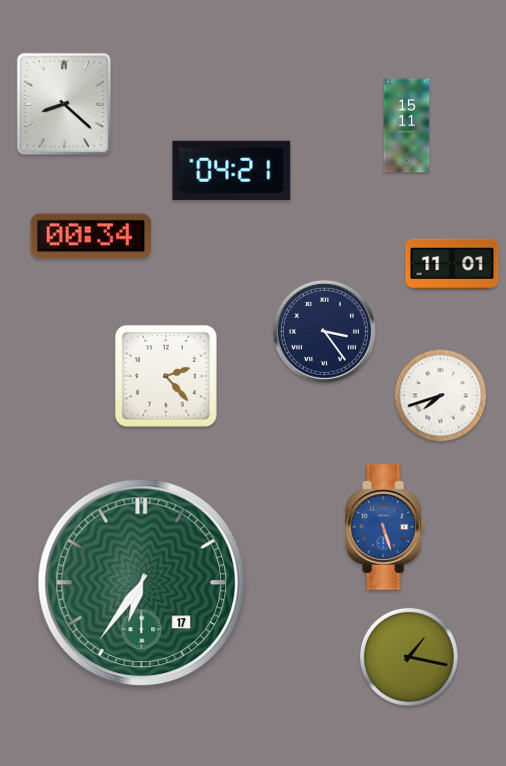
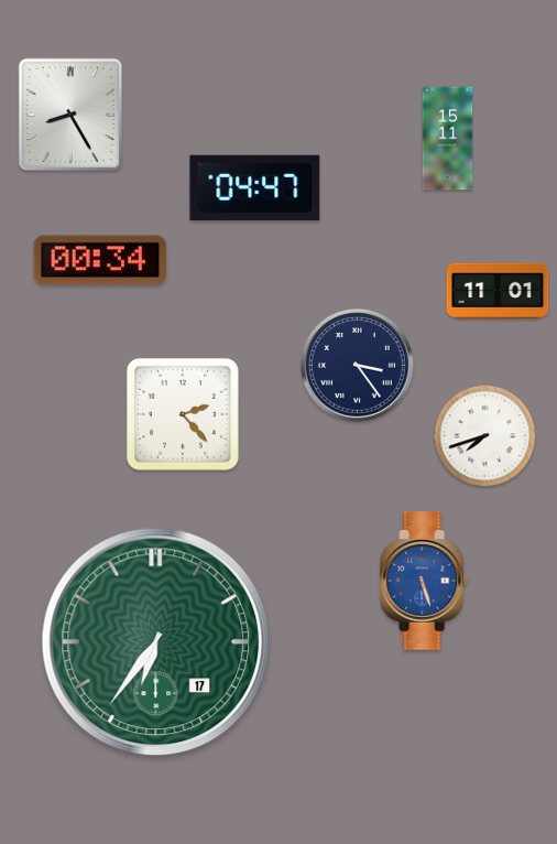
clock at (64, 104): 8:22 -> 8:25
clock at (232, 170): 04:21 -> 04:47
clock at (409, 657): 1:17 -> none
